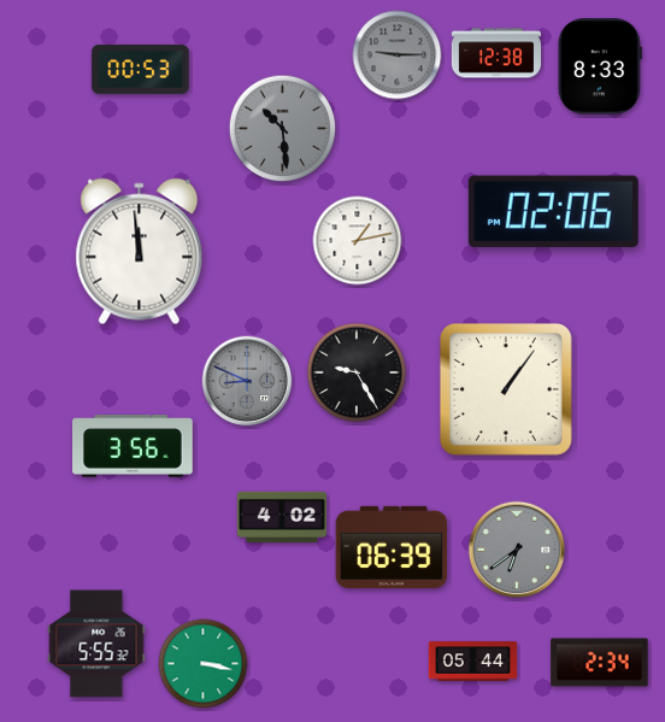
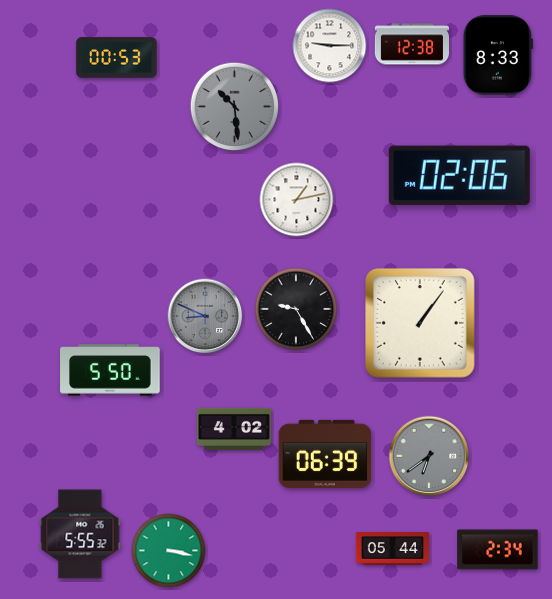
clock at (398, 55) dial: grey -> white
clock at (140, 252): 11:59 -> none
clock at (133, 446): 3:56 -> 5:50
